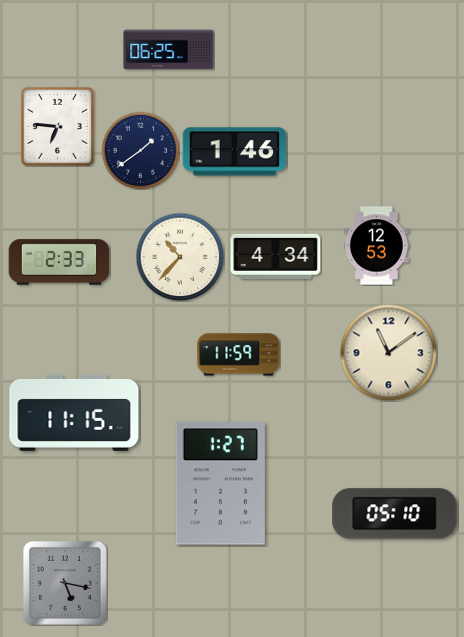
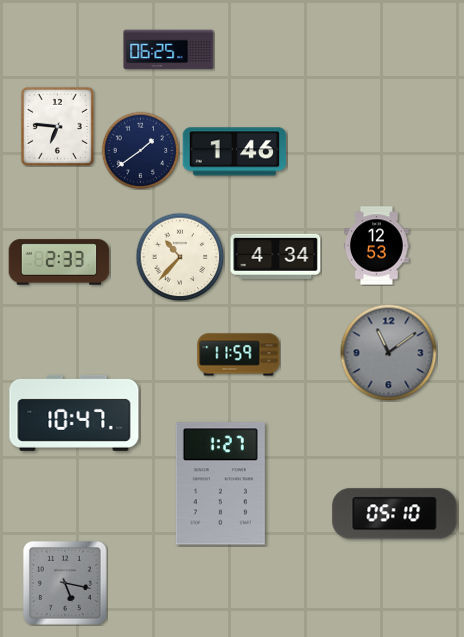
clock at (388, 352) dial: cream -> grey
clock at (74, 413): 11:15 -> 10:47
